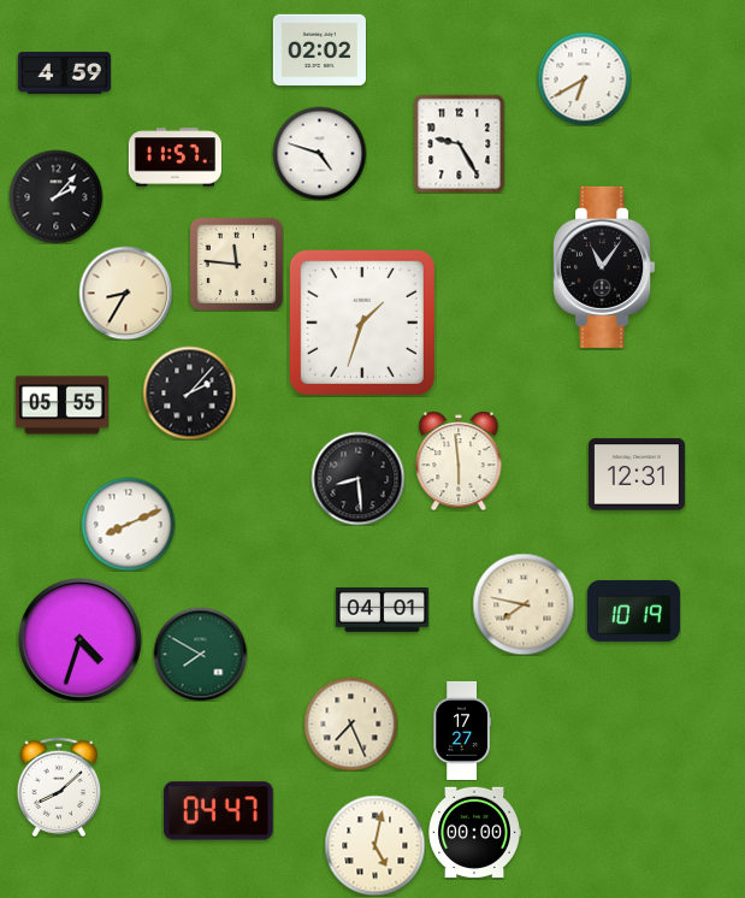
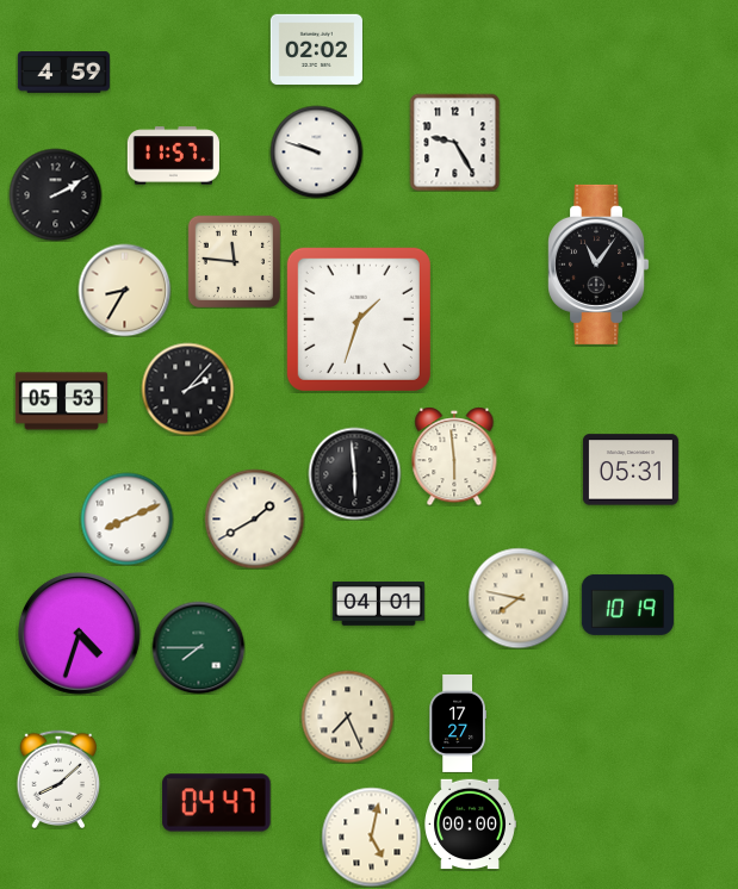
clock at (584, 78): 6:40 -> none
clock at (319, 153): 4:48 -> 9:48
clock at (55, 196): 2:07 -> 2:10
clock at (61, 406): 05:55 -> 05:53
clock at (637, 474): 12:31 -> 05:31
clock at (357, 478): 8:29 -> 5:59
clock at (254, 518): none -> 1:40
clock at (200, 654): 7:50 -> 7:45
